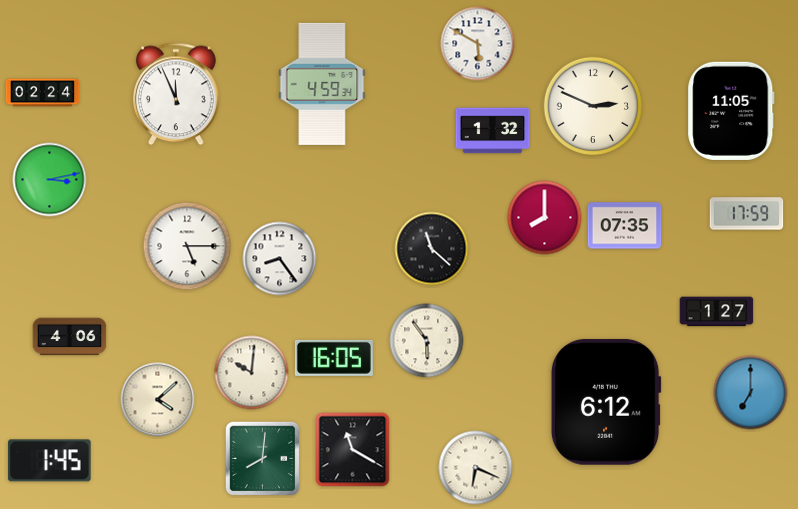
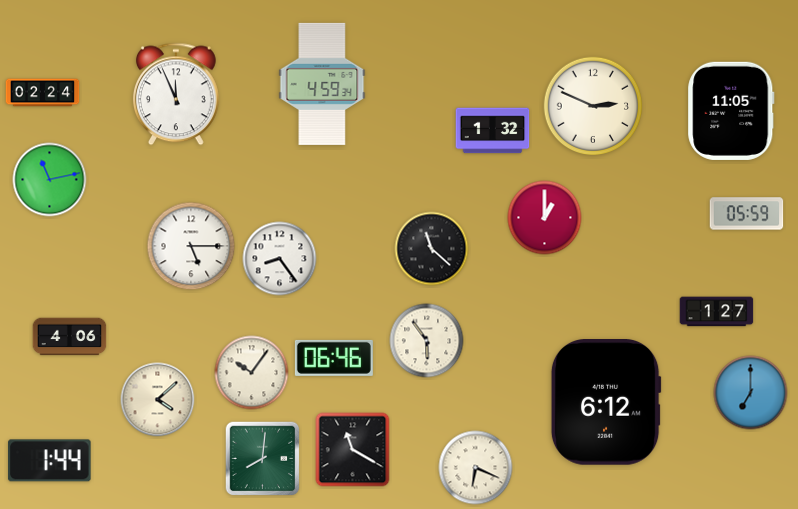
clock at (478, 44): 5:50 -> none
clock at (50, 180): 3:13 -> 11:13
clock at (747, 214): 17:59 -> 05:59
clock at (545, 218): 8:00 -> 1:00
clock at (625, 226): 07:35 -> none
clock at (187, 246) position: (187, 246) -> (191, 246)
clock at (334, 358): 16:05 -> 06:46
clock at (252, 373): 10:01 -> 10:06
clock at (50, 461): 1:45 -> 1:44
